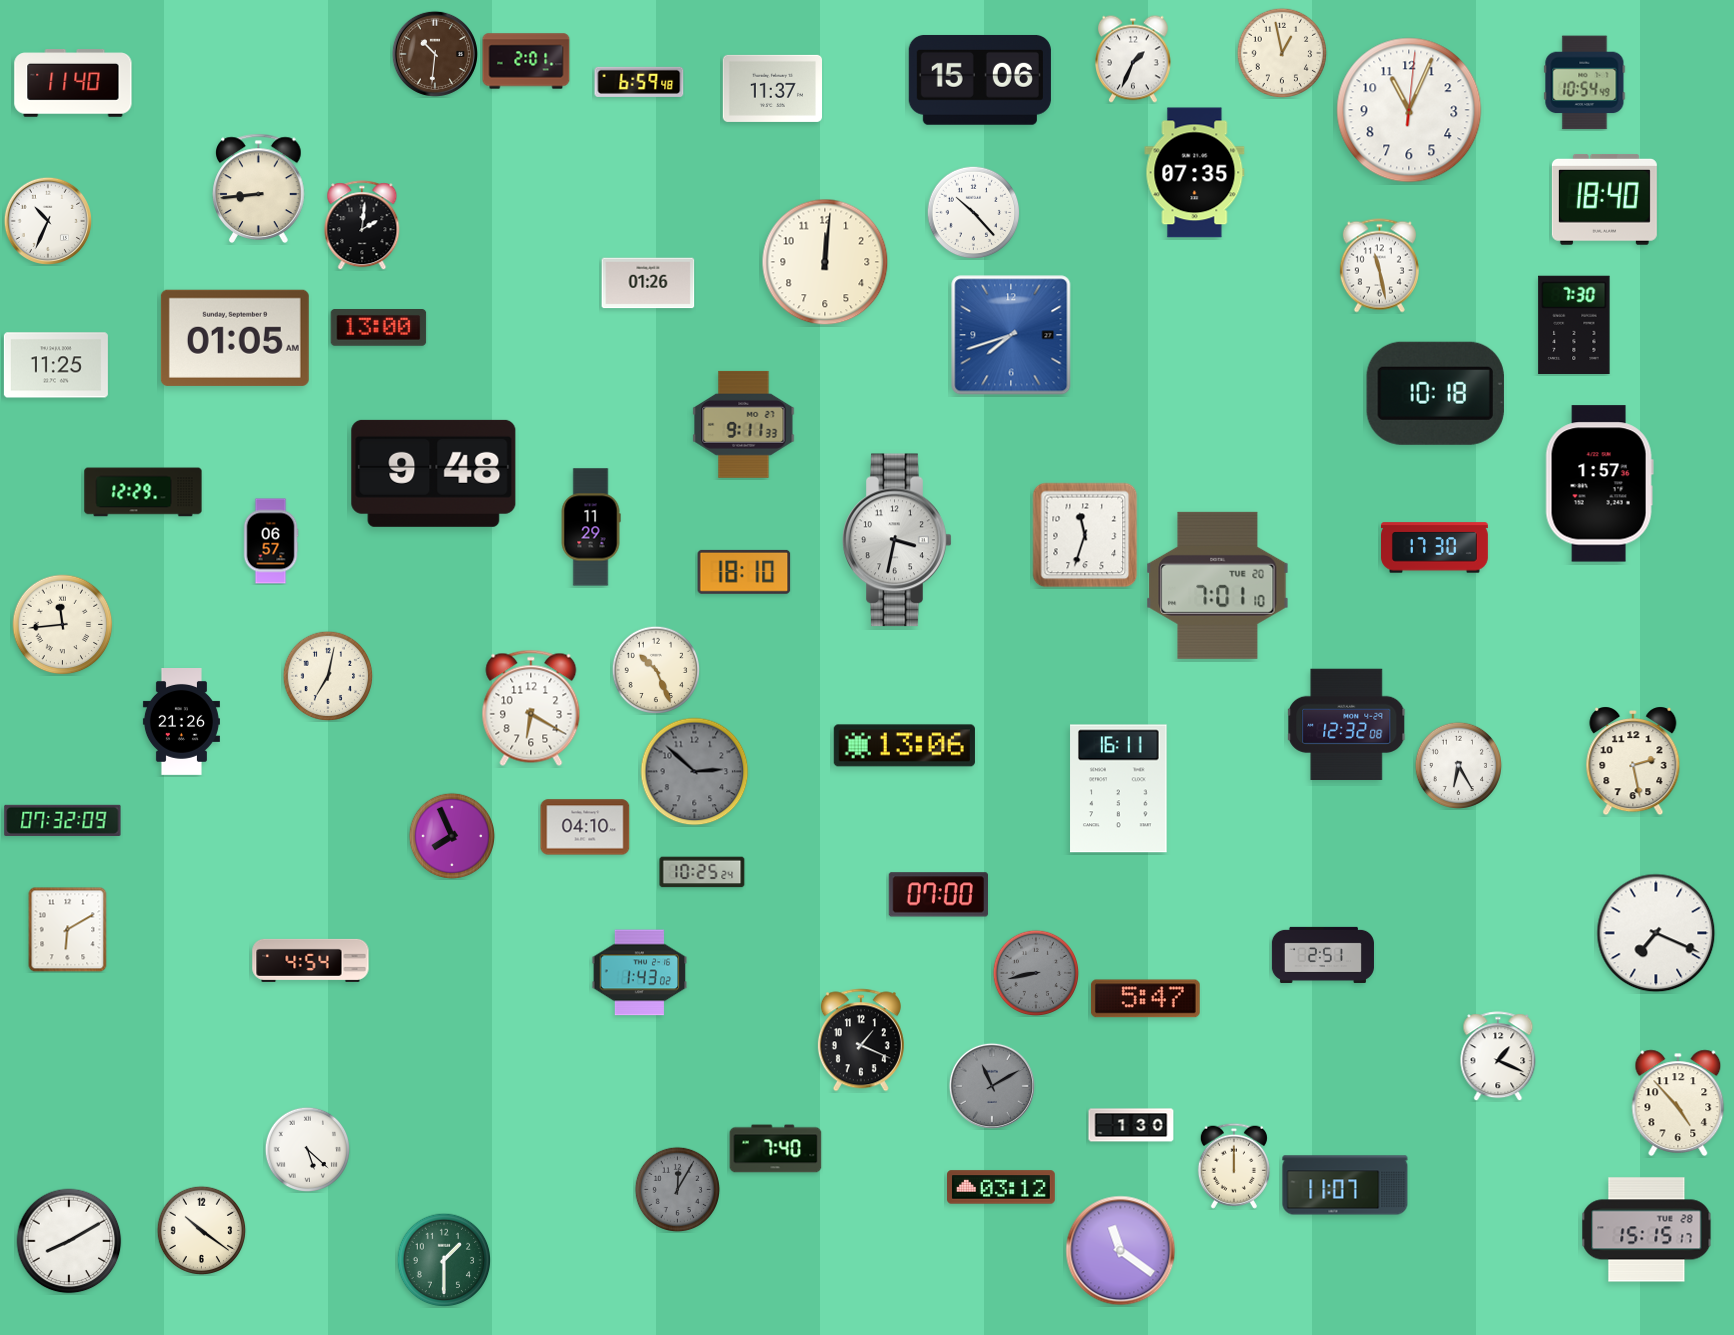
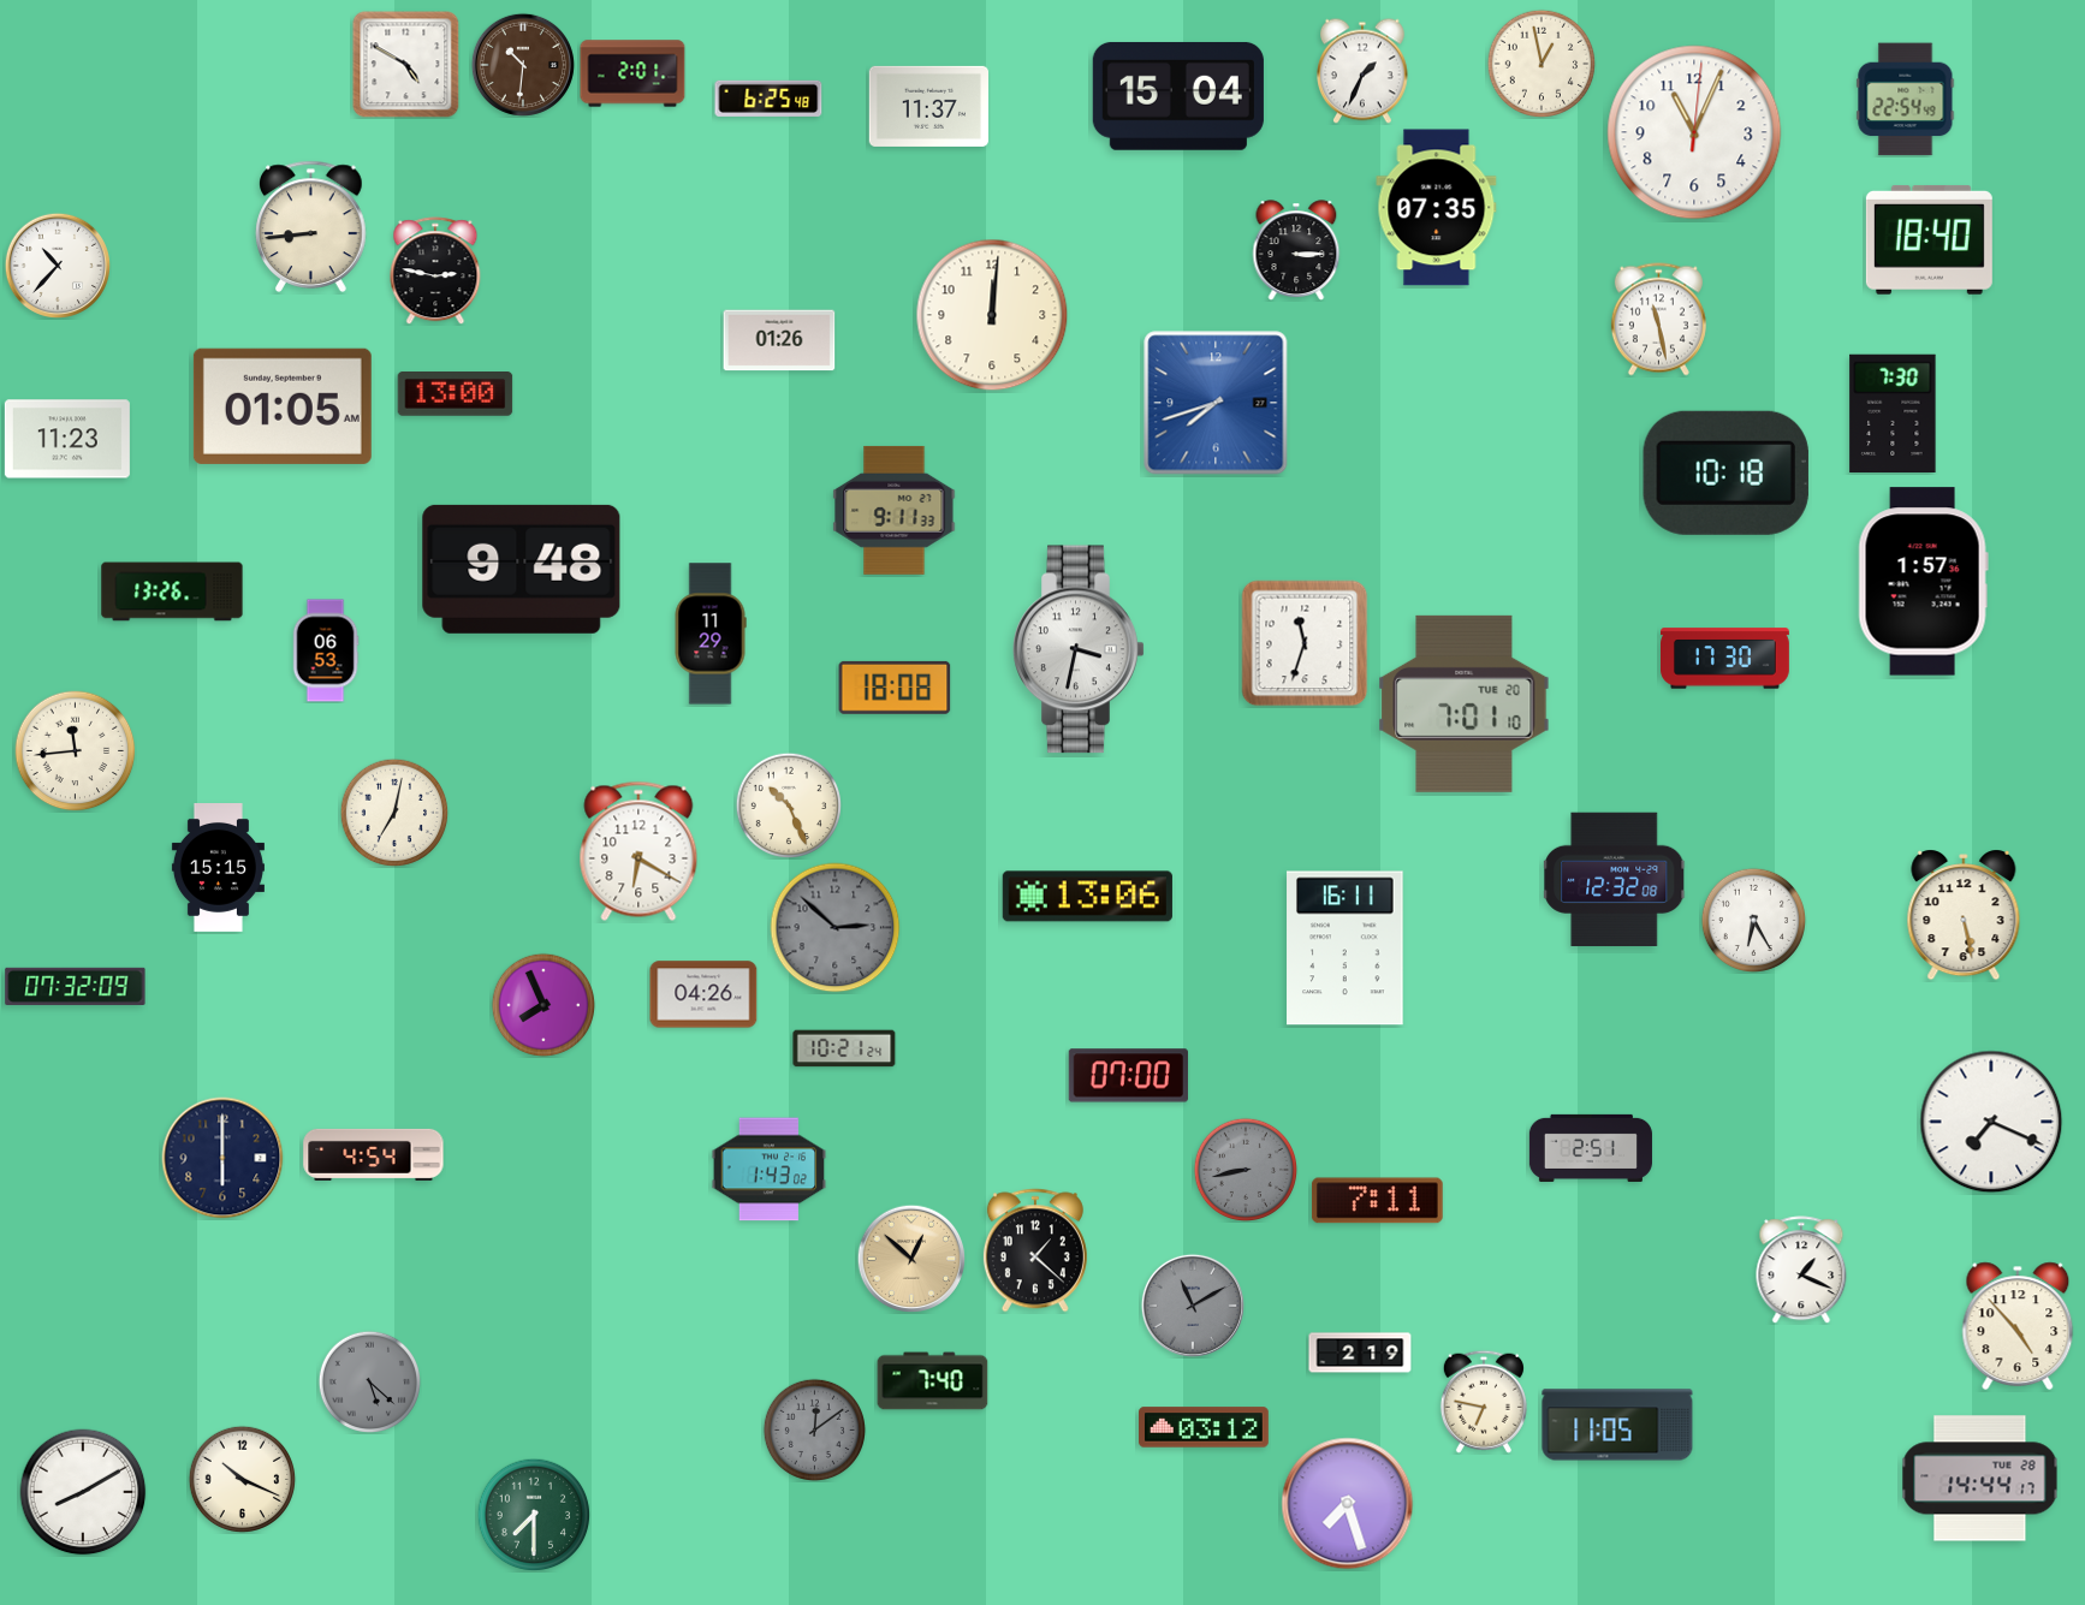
clock at (406, 65): none -> 4:50
clock at (980, 80): 15:06 -> 15:04
clock at (639, 82): 6:59 -> 6:25
clock at (1585, 83): 10:54 -> 22:54
clock at (73, 84): 11:40 -> none
clock at (1296, 250): none -> 3:15
clock at (973, 212): 10:23 -> none
clock at (47, 220): 10:34 -> 10:37
clock at (362, 225): 2:01 -> 2:47
clock at (1574, 324) position: (1574, 324) -> (1893, 412)
clock at (56, 365): 11:25 -> 11:23
clock at (143, 492): 12:29 -> 13:26
clock at (271, 541): 06:57 -> 06:53
clock at (744, 572): 18:10 -> 18:08
clock at (181, 722): 21:26 -> 15:15
clock at (1347, 724) position: (1347, 724) -> (1615, 879)
clock at (1633, 761): 2:28 -> 5:28
clock at (585, 827): 04:10 -> 04:26
clock at (702, 872): 10:25 -> 10:21
clock at (68, 929): 6:10 -> none
clock at (222, 1158): none -> 6:00
clock at (1145, 999): 5:47 -> 7:11
clock at (861, 1040): 1:19 -> 1:22
clock at (911, 1259): none -> 12:52
clock at (1131, 1125): 1:30 -> 2:19
clock at (307, 1149) dial: white -> grey
clock at (1234, 1166): 12:00 -> 6:47
clock at (1345, 1185): 11:07 -> 11:05
clock at (677, 1189): 12:05 -> 12:09
clock at (201, 1230): 10:21 -> 10:19
clock at (1647, 1230): 15:15 -> 14:44
clock at (1121, 1251): 11:21 -> 7:27
clock at (444, 1260): 1:30 -> 7:30
